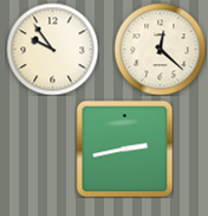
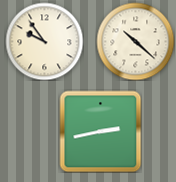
clock at (160, 49): 12:22 -> 10:22
clock at (124, 148) position: (124, 148) -> (100, 131)
